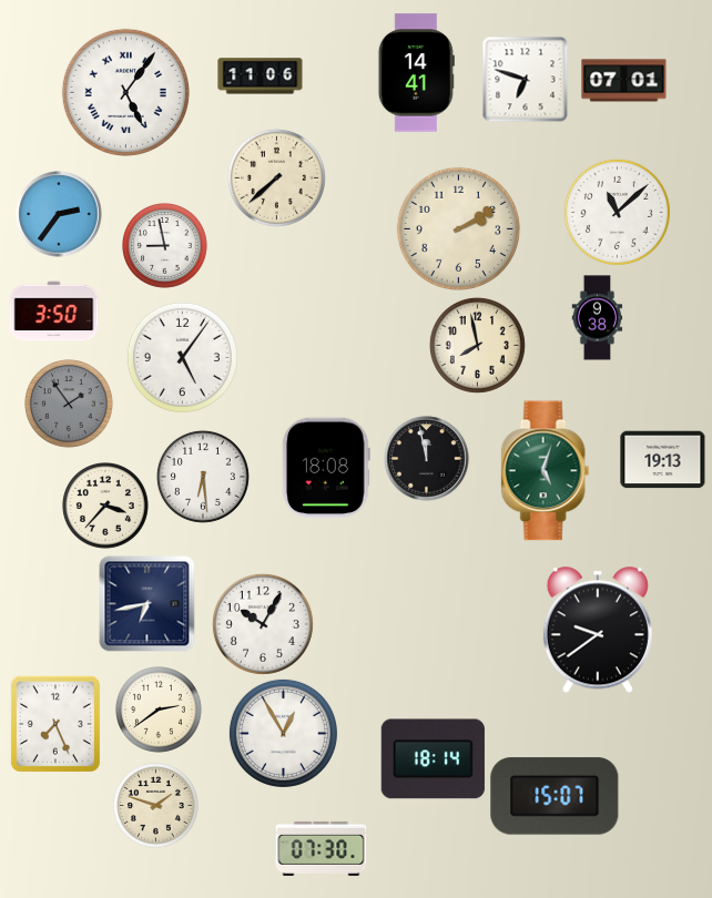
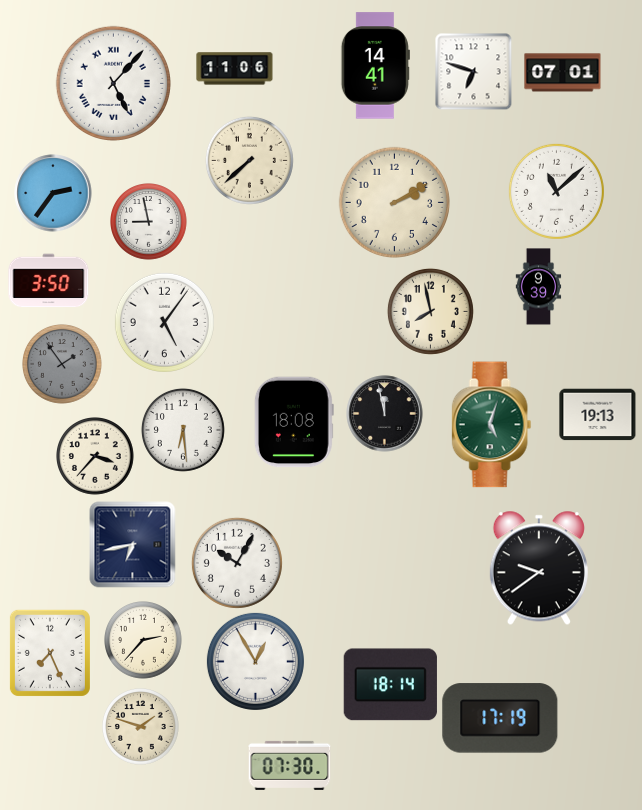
clock at (125, 92): 5:06 -> 5:07
clock at (458, 228) position: (458, 228) -> (394, 202)
clock at (598, 318): 9:38 -> 9:39
clock at (160, 711): 2:39 -> 2:37
clock at (555, 796): 15:07 -> 17:19
